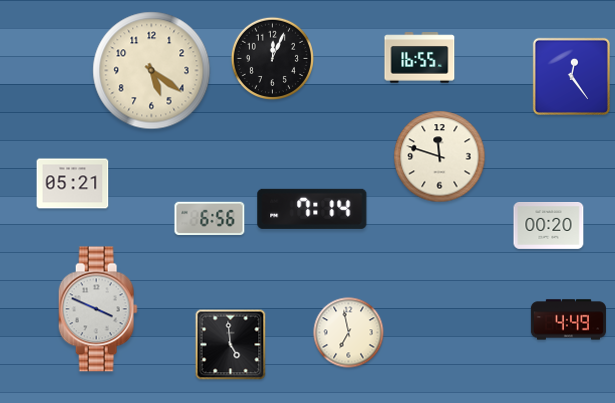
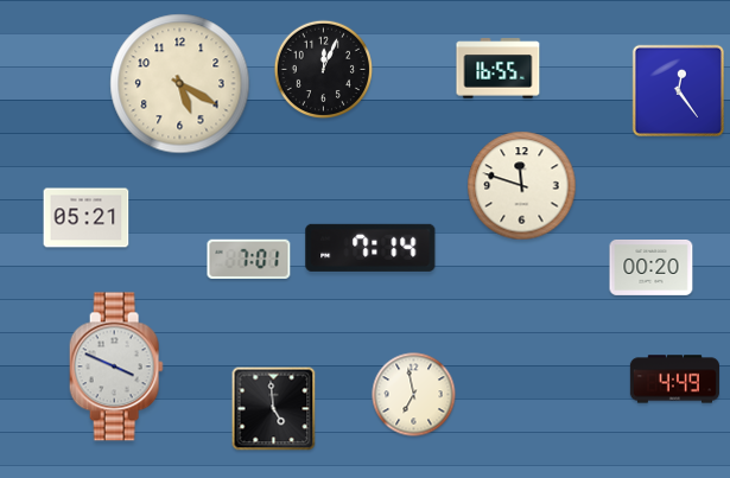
clock at (152, 71): 5:21 -> 5:20
clock at (210, 219): 6:56 -> 7:01
